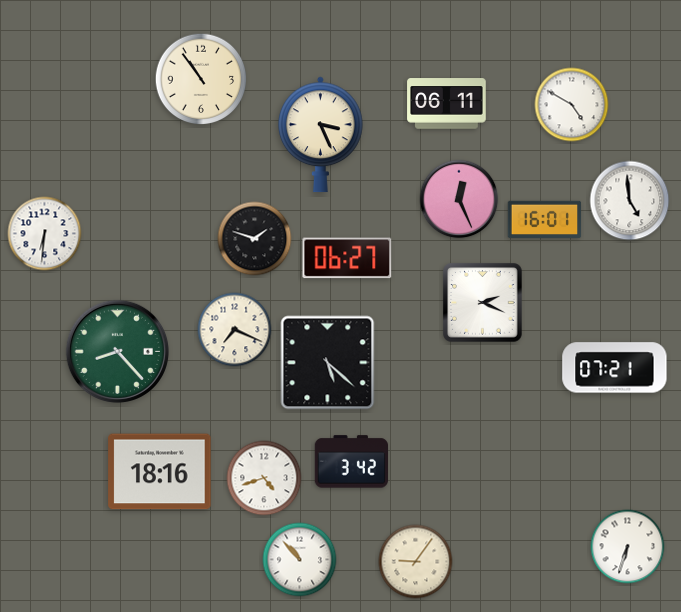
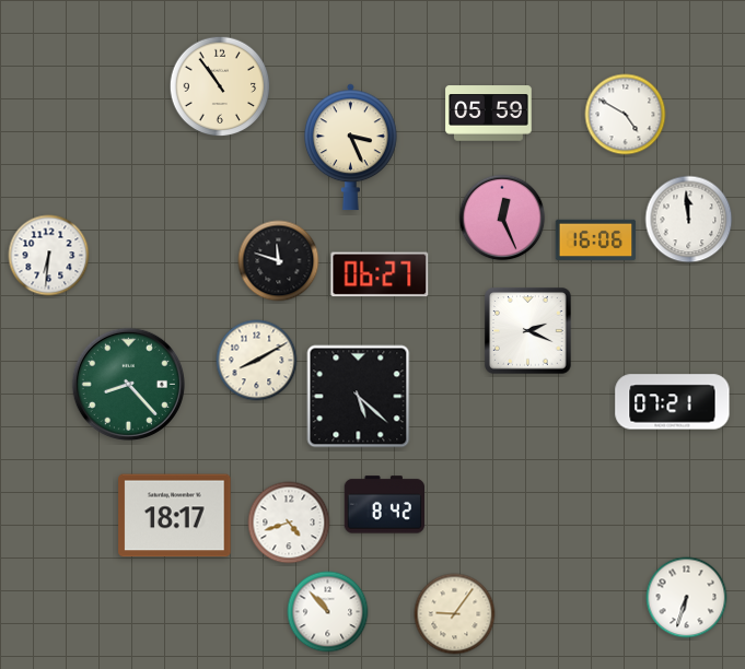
clock at (447, 104): 06:11 -> 05:59
clock at (630, 201): 4:59 -> 11:59
clock at (545, 220): 16:01 -> 16:06
clock at (255, 239): 1:48 -> 11:48
clock at (347, 258) position: (347, 258) -> (380, 274)
clock at (235, 330): 7:19 -> 8:10
clock at (352, 462): 3:42 -> 8:42
clock at (160, 472): 18:16 -> 18:17
